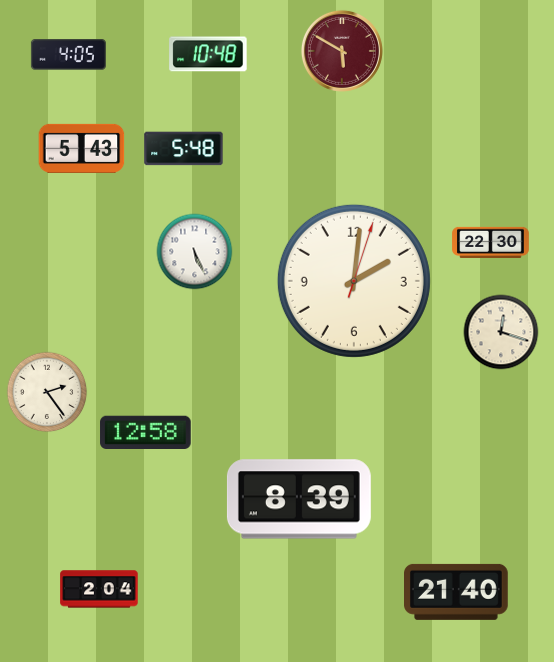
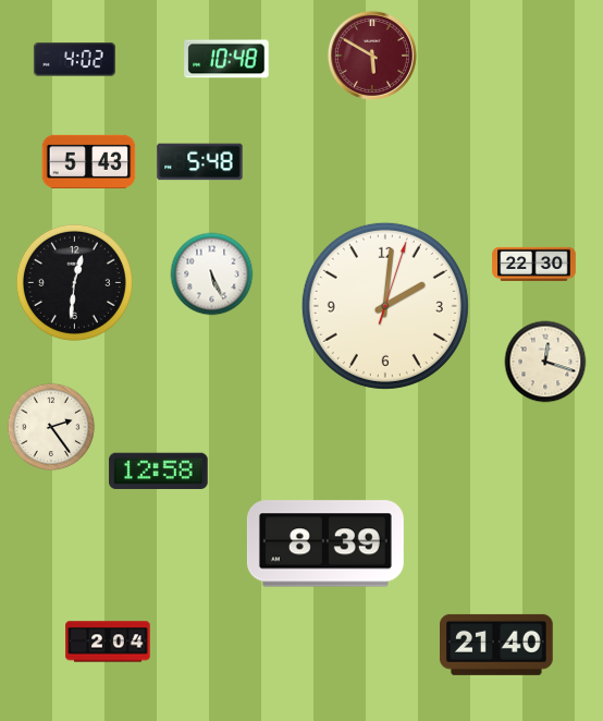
clock at (68, 55): 4:05 -> 4:02
clock at (74, 282): none -> 12:31
